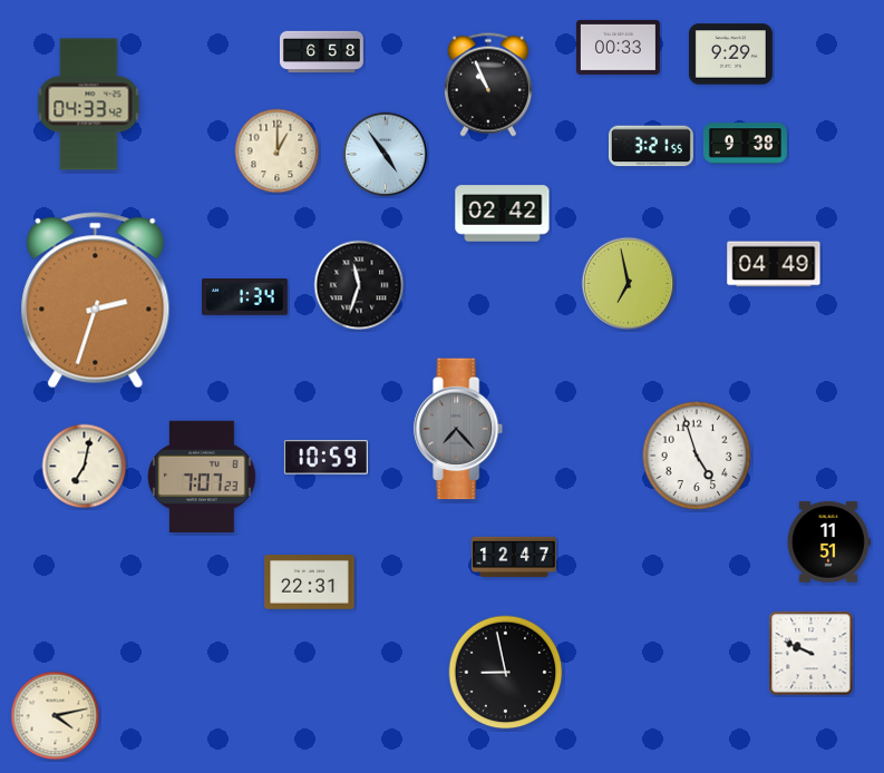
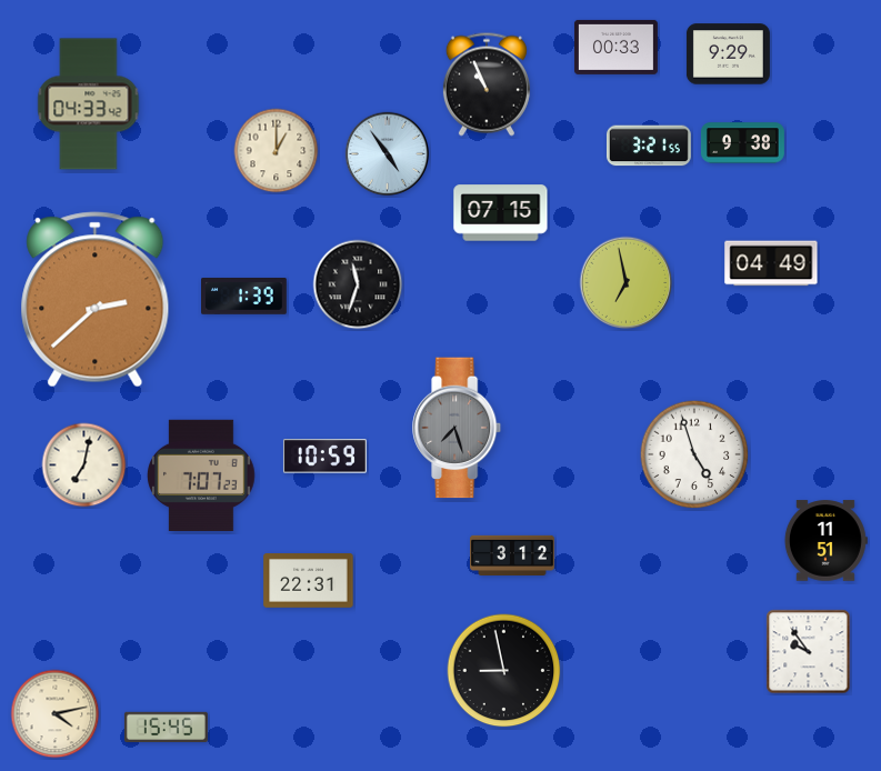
clock at (321, 52): 6:58 -> none
clock at (386, 155) position: (386, 155) -> (388, 154)
clock at (503, 214): 02:42 -> 07:15
clock at (245, 297): 1:34 -> 1:39
clock at (96, 301): 2:33 -> 2:38
clock at (459, 429): 7:23 -> 7:27
clock at (515, 556): 12:47 -> 3:12
clock at (812, 654): 9:49 -> 9:54
clock at (166, 727): none -> 15:45
